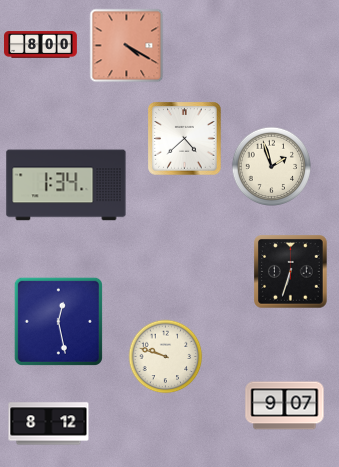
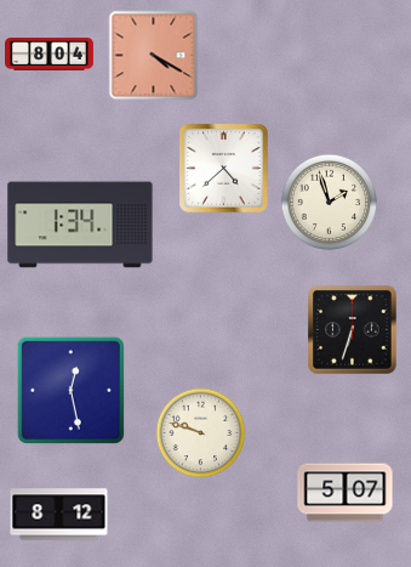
clock at (41, 45): 8:00 -> 8:04
clock at (285, 406): 9:07 -> 5:07
